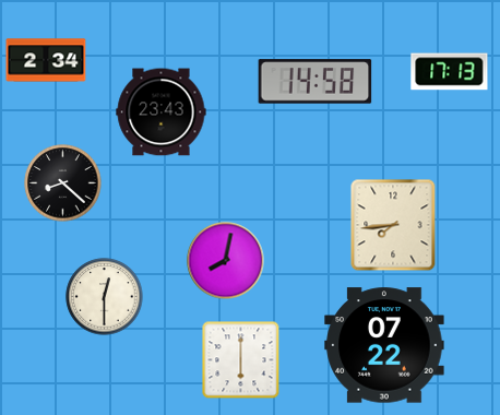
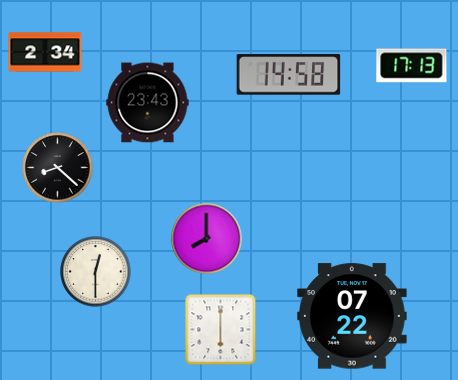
clock at (46, 60) position: (46, 60) -> (45, 52)
clock at (393, 225): 7:44 -> none
clock at (226, 261): 8:02 -> 8:00
